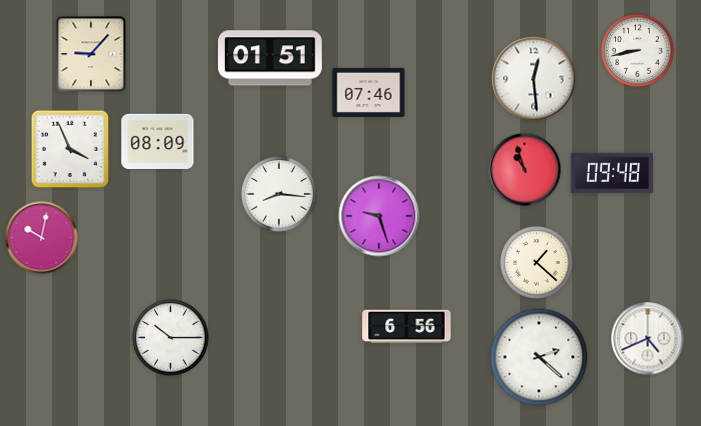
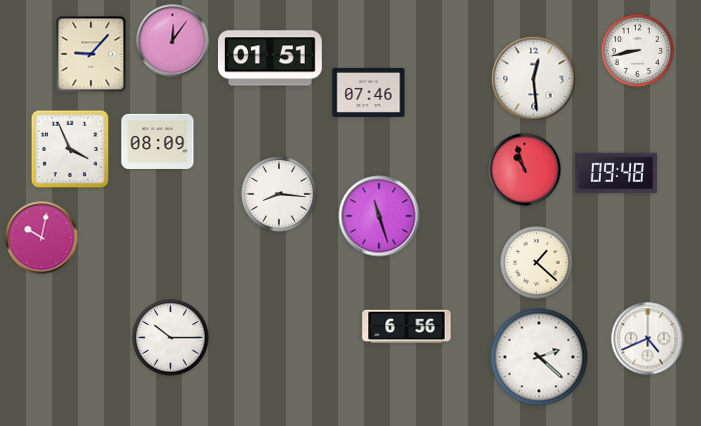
clock at (173, 41): none -> 12:06
clock at (611, 173) position: (611, 173) -> (615, 173)
clock at (379, 216): 9:27 -> 11:27
